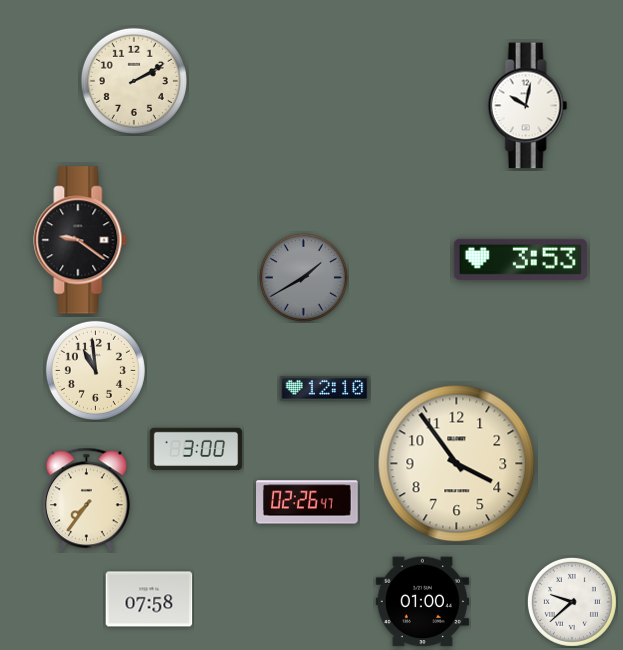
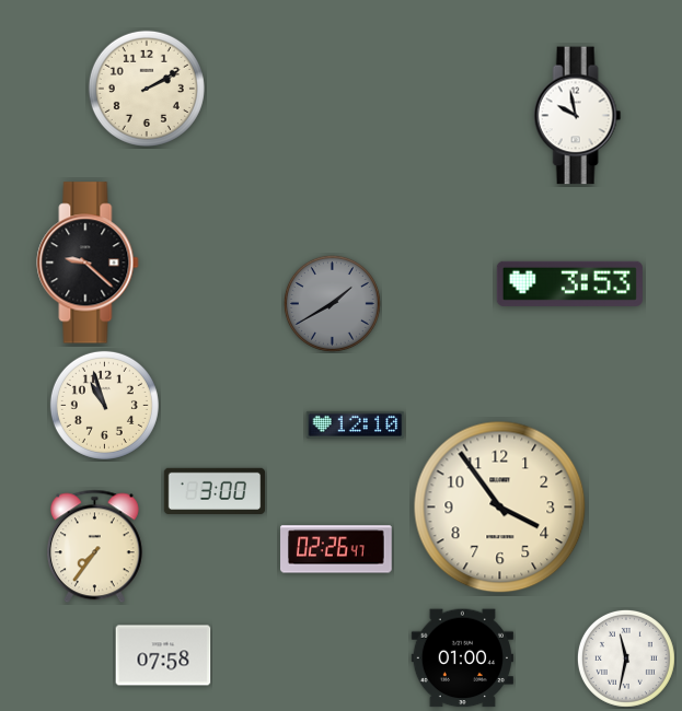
clock at (528, 106): 10:02 -> 9:58
clock at (80, 240): 9:21 -> 9:22
clock at (95, 370): 10:59 -> 10:57
clock at (572, 602): 9:38 -> 11:32
